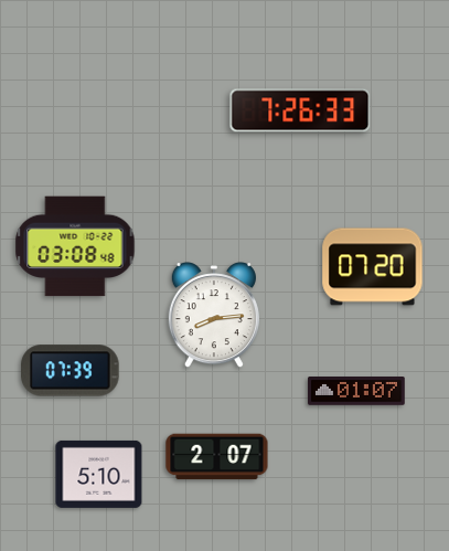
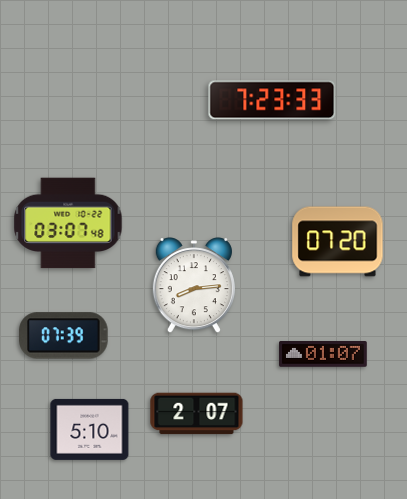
clock at (300, 110): 7:26 -> 7:23
clock at (75, 246): 03:08 -> 03:07
